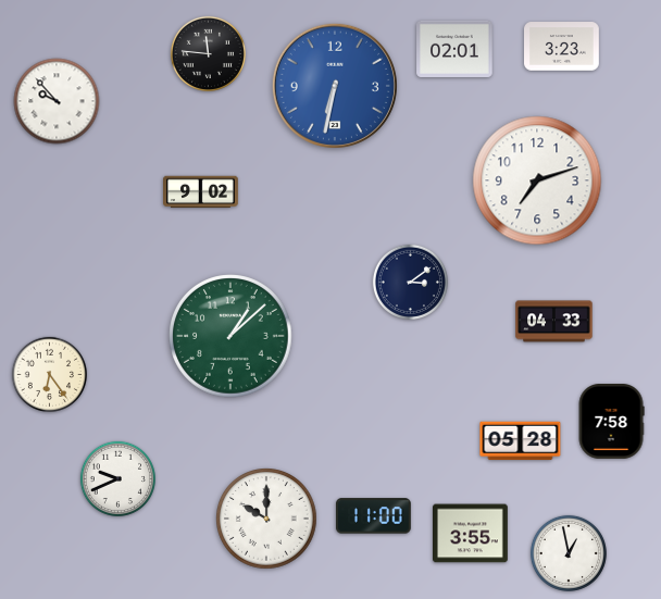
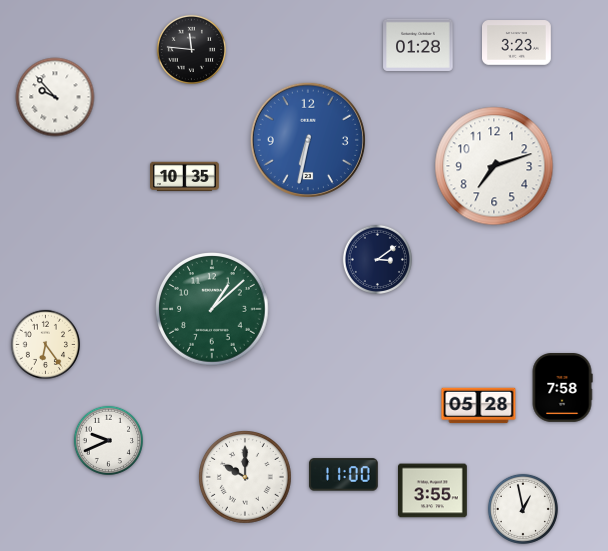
clock at (454, 49): 02:01 -> 01:28
clock at (335, 86) position: (335, 86) -> (308, 140)
clock at (57, 101) position: (57, 101) -> (55, 97)
clock at (201, 192): 9:02 -> 10:35
clock at (554, 322): 04:33 -> none
